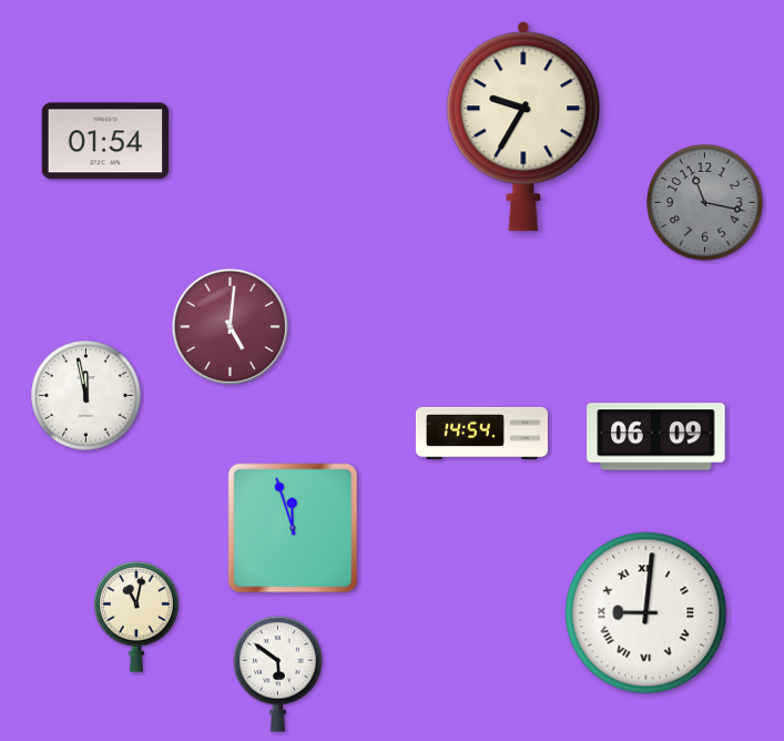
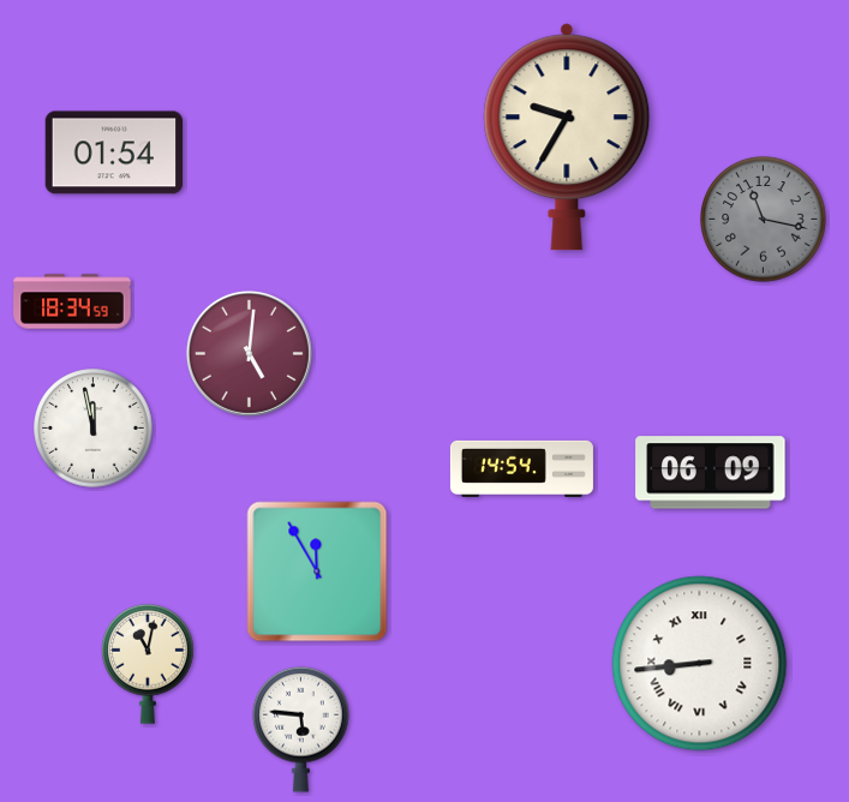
clock at (72, 301): none -> 18:34
clock at (293, 528): 11:57 -> 11:55
clock at (646, 613): 9:01 -> 8:44
clock at (136, 617) position: (136, 617) -> (148, 664)
clock at (278, 673): 5:51 -> 5:46
